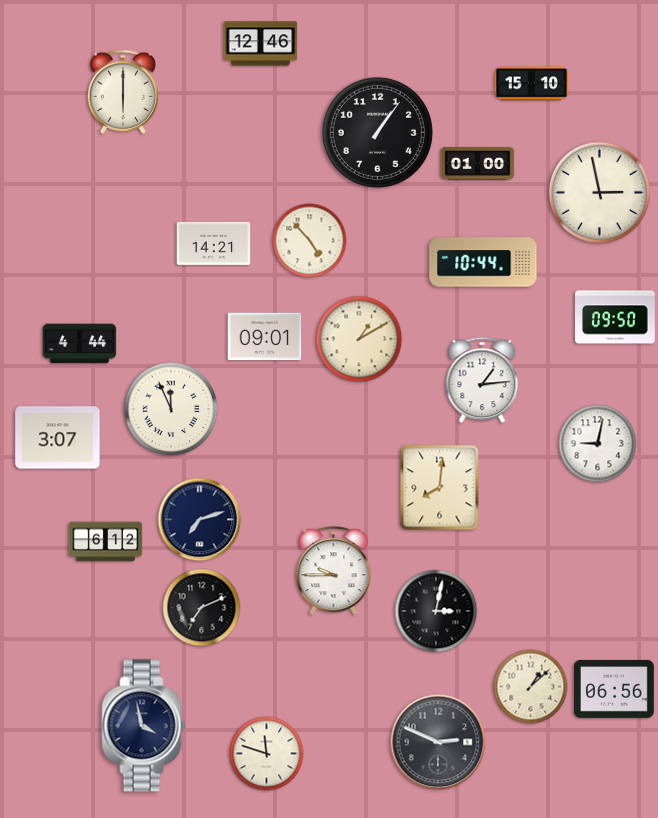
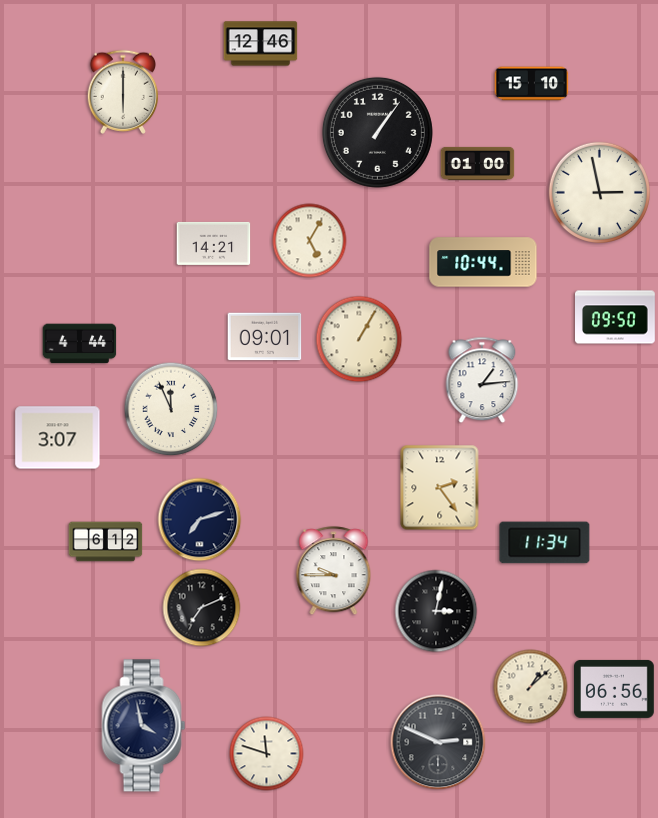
clock at (310, 241): 4:53 -> 5:05
clock at (359, 339): 1:10 -> 1:05
clock at (598, 444): 9:02 -> none
clock at (440, 488): 8:01 -> 2:24
clock at (545, 543): none -> 11:34
